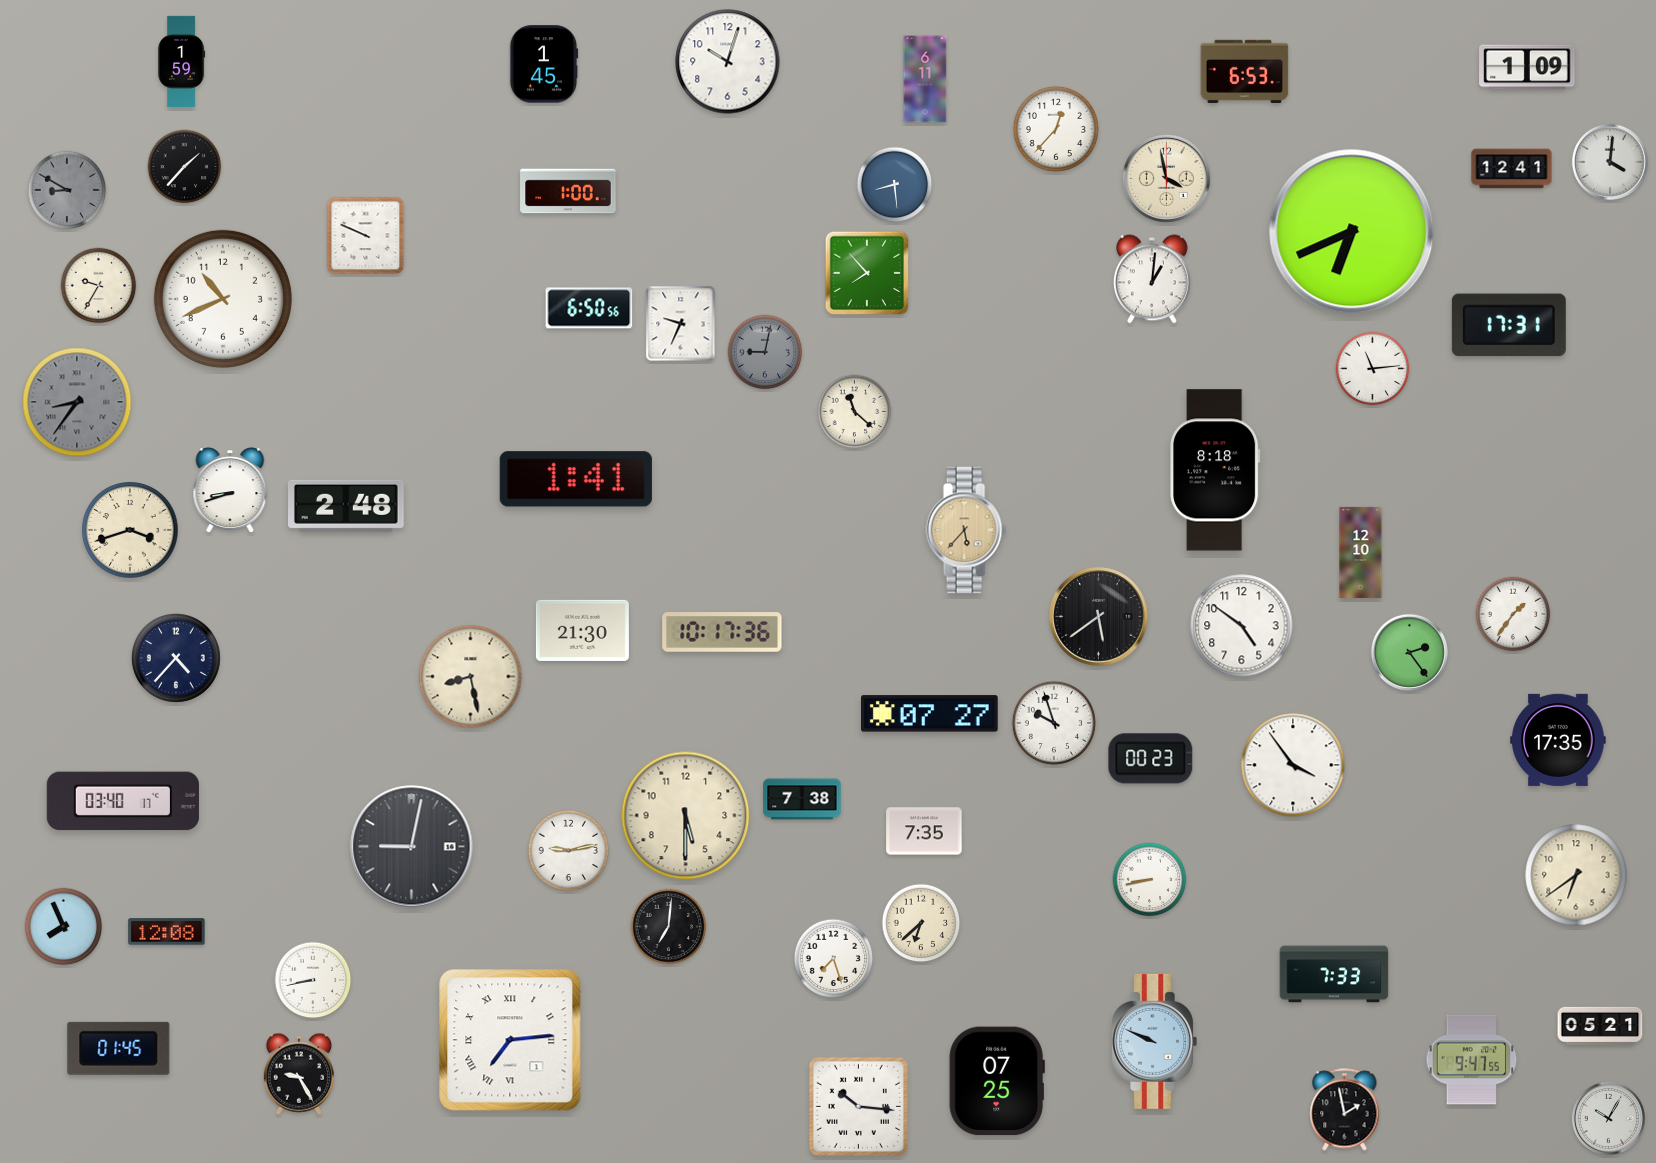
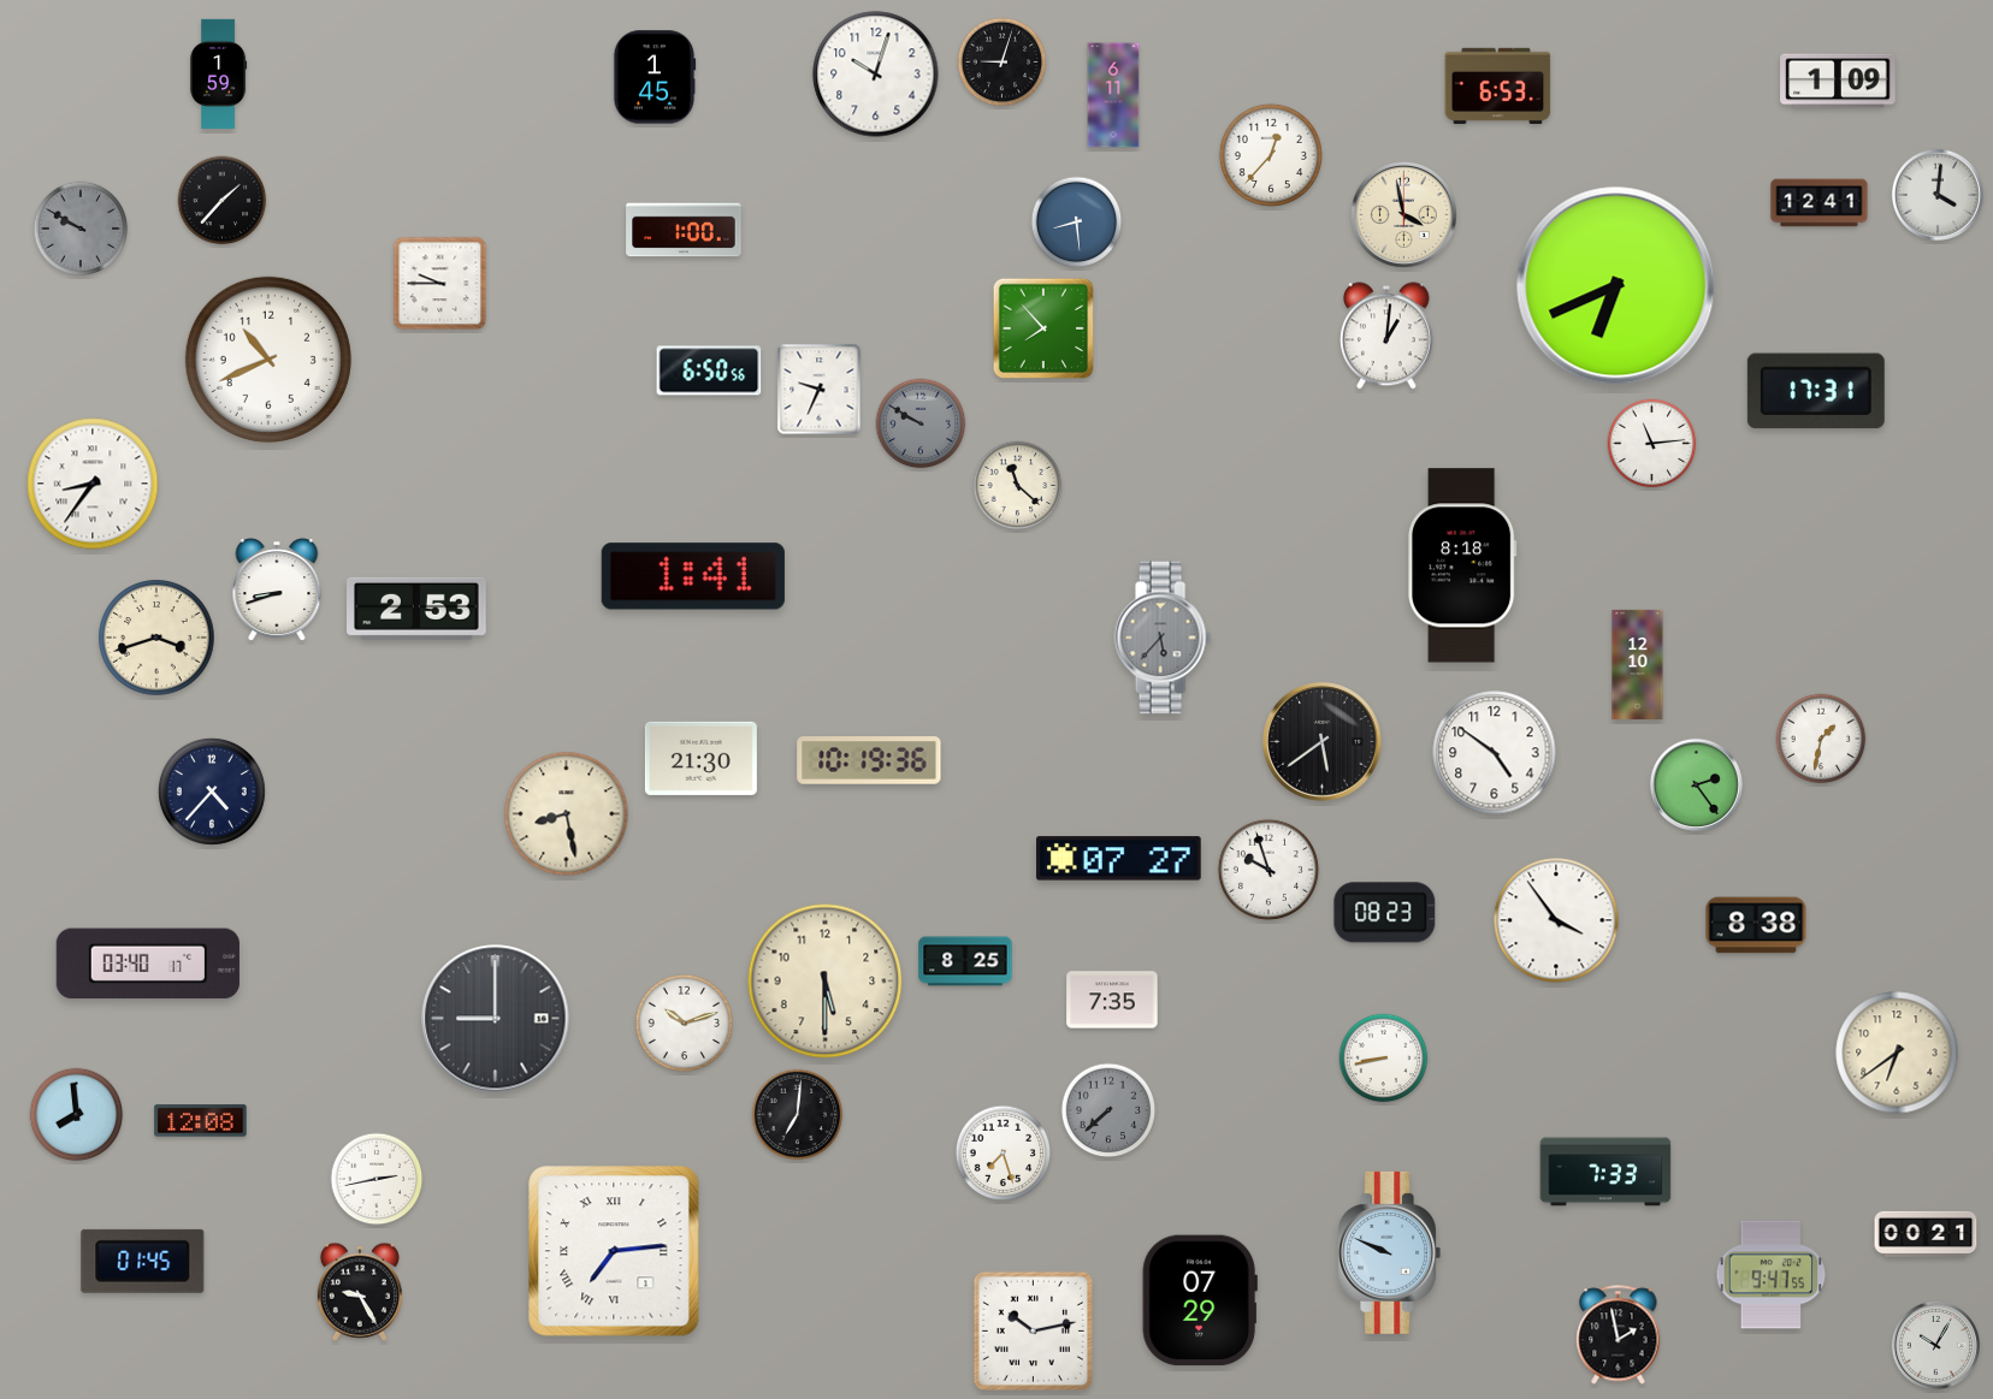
clock at (1003, 63): none -> 9:03
clock at (67, 190): 8:50 -> 9:50
clock at (1352, 232) position: (1352, 232) -> (1616, 286)
clock at (366, 236): 9:49 -> 9:45
clock at (99, 286): 9:35 -> none
clock at (765, 352): 9:02 -> 9:50
clock at (77, 402) dial: grey -> white
clock at (855, 412) position: (855, 412) -> (1018, 486)
clock at (347, 506): 2:48 -> 2:53
clock at (966, 530) dial: champagne -> grey
clock at (1513, 614): 1:36 -> 1:32
clock at (722, 632): 10:17 -> 10:19
clock at (1558, 740): 17:35 -> none
clock at (1151, 759): 00:23 -> 08:23
clock at (1756, 925): none -> 8:38
clock at (802, 799): 7:38 -> 8:25
clock at (412, 847): 9:02 -> 9:00
clock at (568, 850): 9:13 -> 10:12
clock at (921, 923): 6:38 -> 7:38
clock at (921, 923) dial: cream -> grey
clock at (64, 927): 7:56 -> 7:59
clock at (669, 927) position: (669, 927) -> (798, 1115)
clock at (313, 980): 8:43 -> 2:43
clock at (1600, 1026): 05:21 -> 00:21
clock at (997, 1081): 07:25 -> 07:29
clock at (858, 1106): 10:16 -> 10:13
